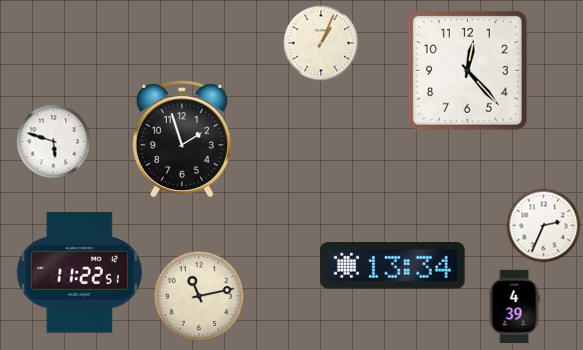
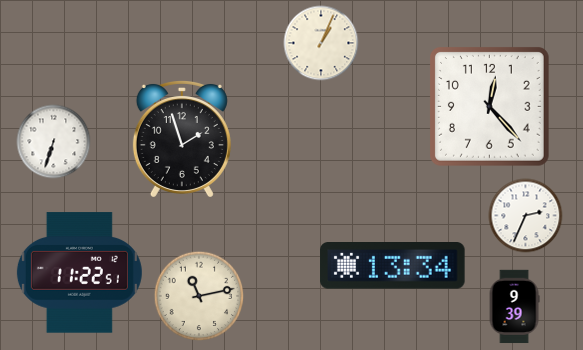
clock at (468, 71) position: (468, 71) -> (490, 107)
clock at (54, 142): 5:48 -> 6:33
clock at (544, 226) position: (544, 226) -> (526, 216)
clock at (514, 307): 4:39 -> 9:39
